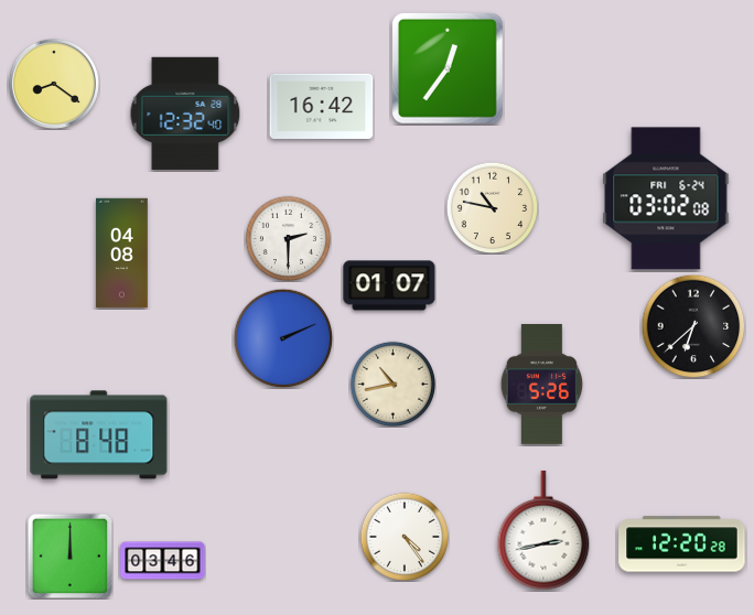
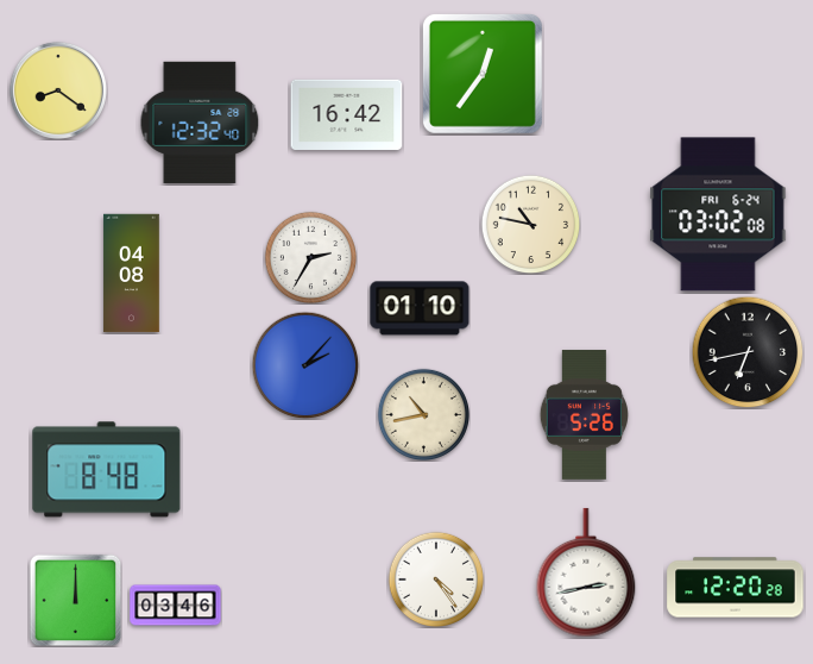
clock at (288, 238): 2:30 -> 2:35
clock at (389, 285): 01:07 -> 01:10
clock at (693, 326): 6:38 -> 6:43
clock at (283, 338): 2:11 -> 2:07
